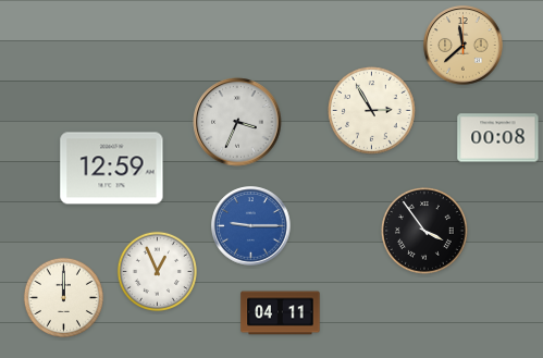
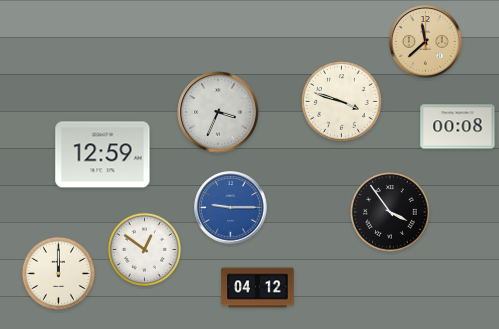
clock at (372, 111): 2:55 -> 3:48
clock at (157, 271): 12:56 -> 12:51
clock at (281, 313): 04:11 -> 04:12
